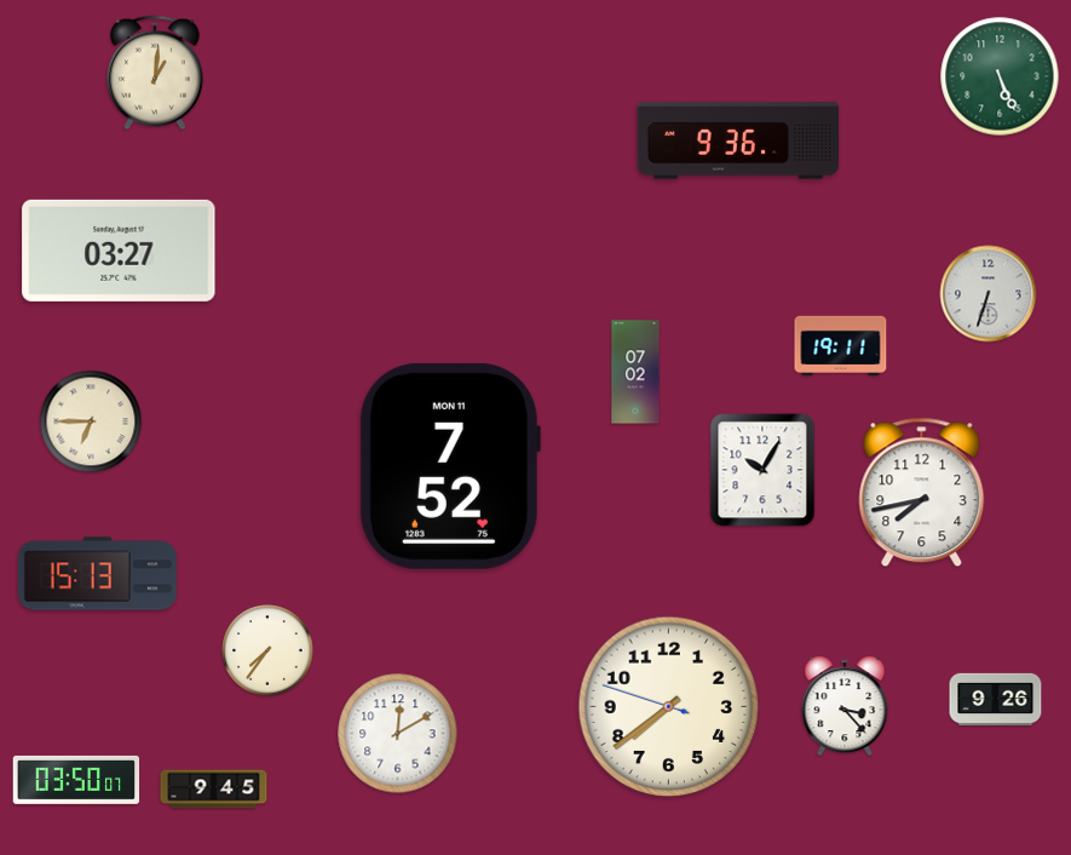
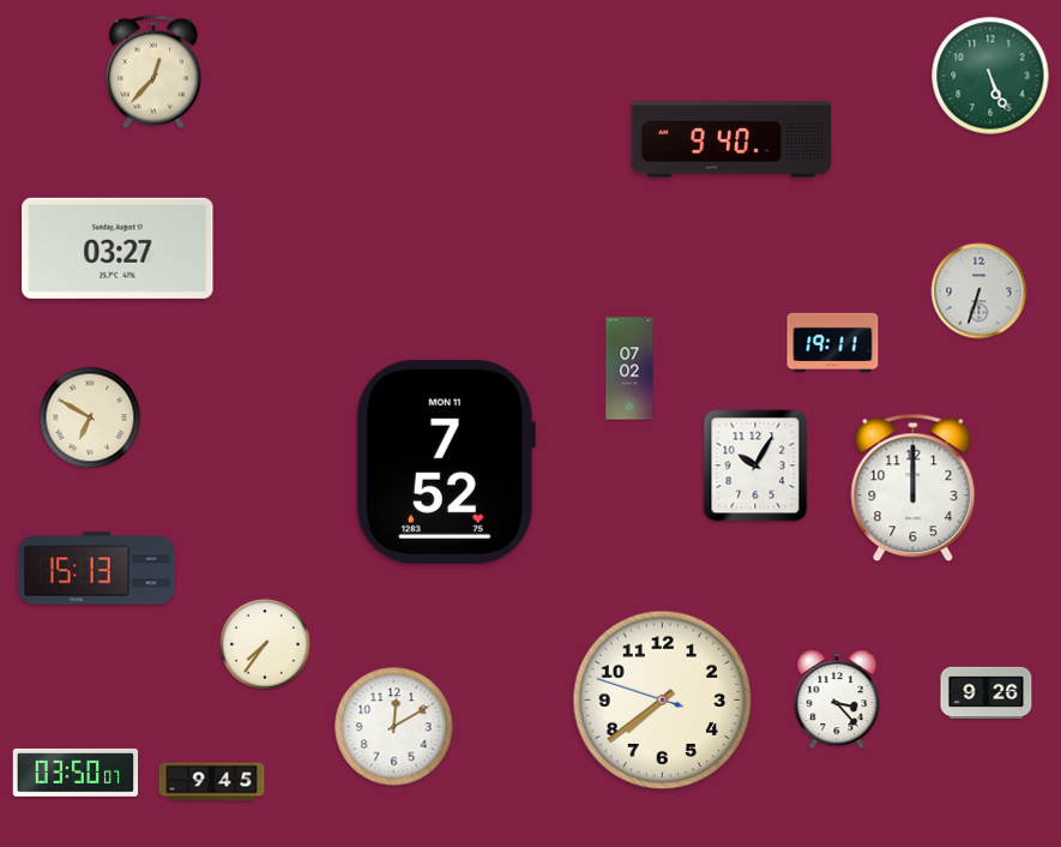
clock at (156, 73): 1:01 -> 12:37
clock at (738, 140): 9:36 -> 9:40
clock at (91, 421): 6:45 -> 6:50
clock at (922, 493): 7:43 -> 12:00
